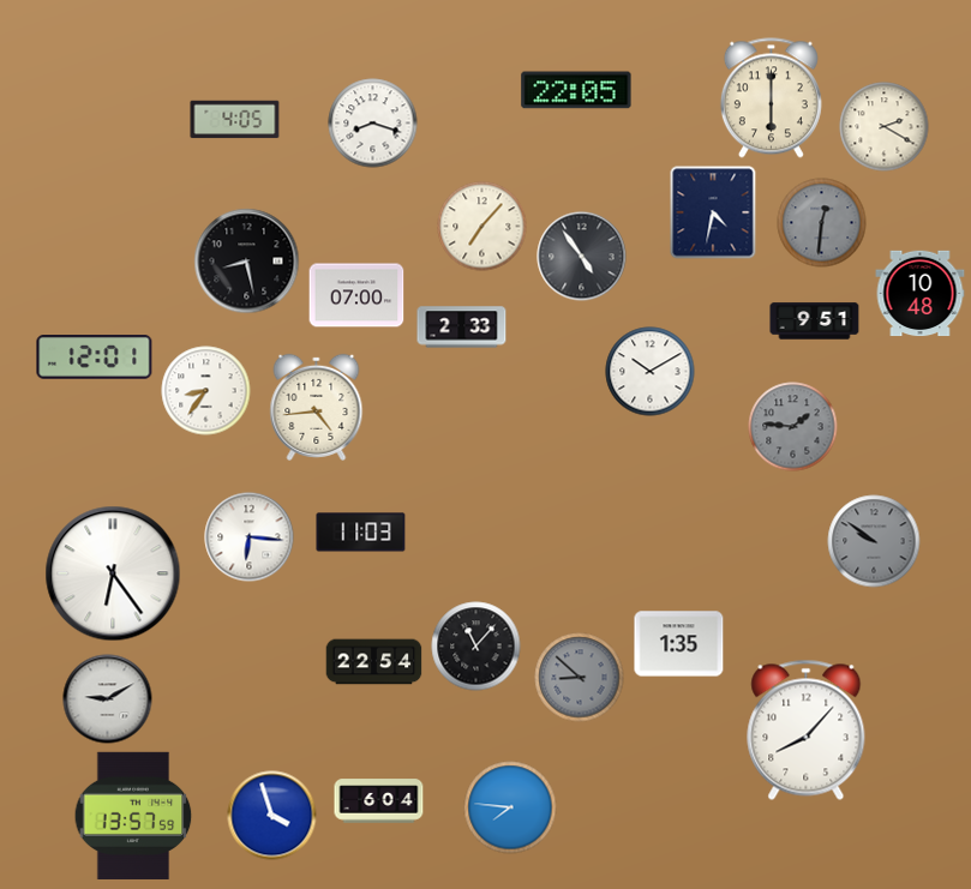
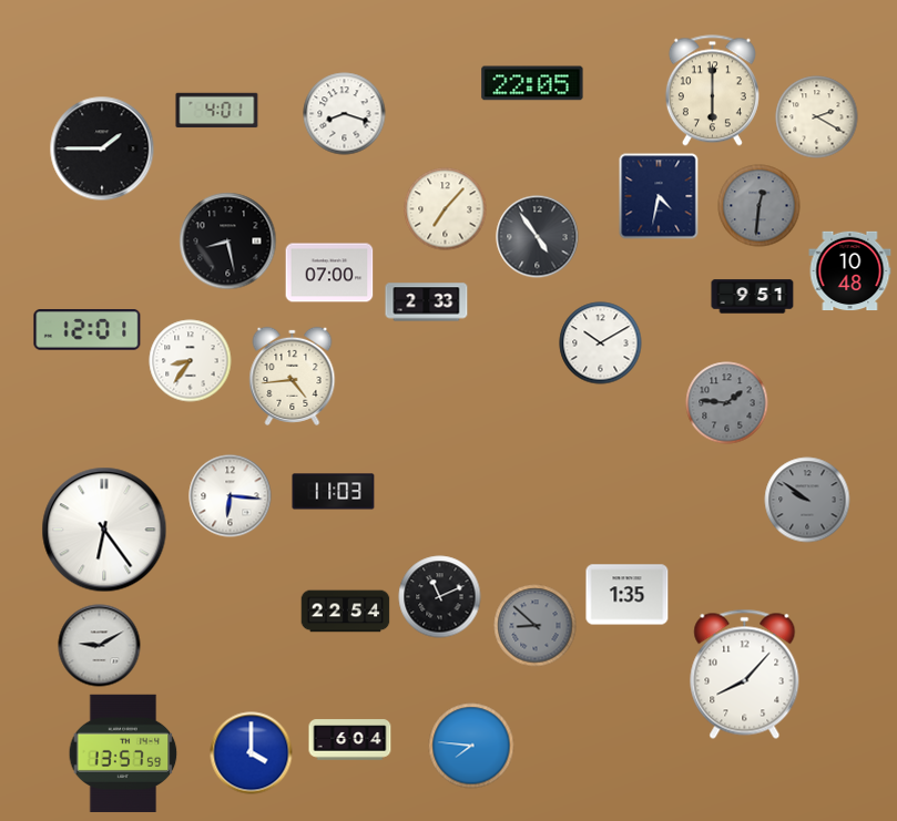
clock at (235, 120): 4:05 -> 4:01
clock at (102, 148): none -> 1:45
clock at (793, 427) position: (793, 427) -> (727, 403)
clock at (476, 647): 11:07 -> 11:11
clock at (272, 816): 3:57 -> 4:00
